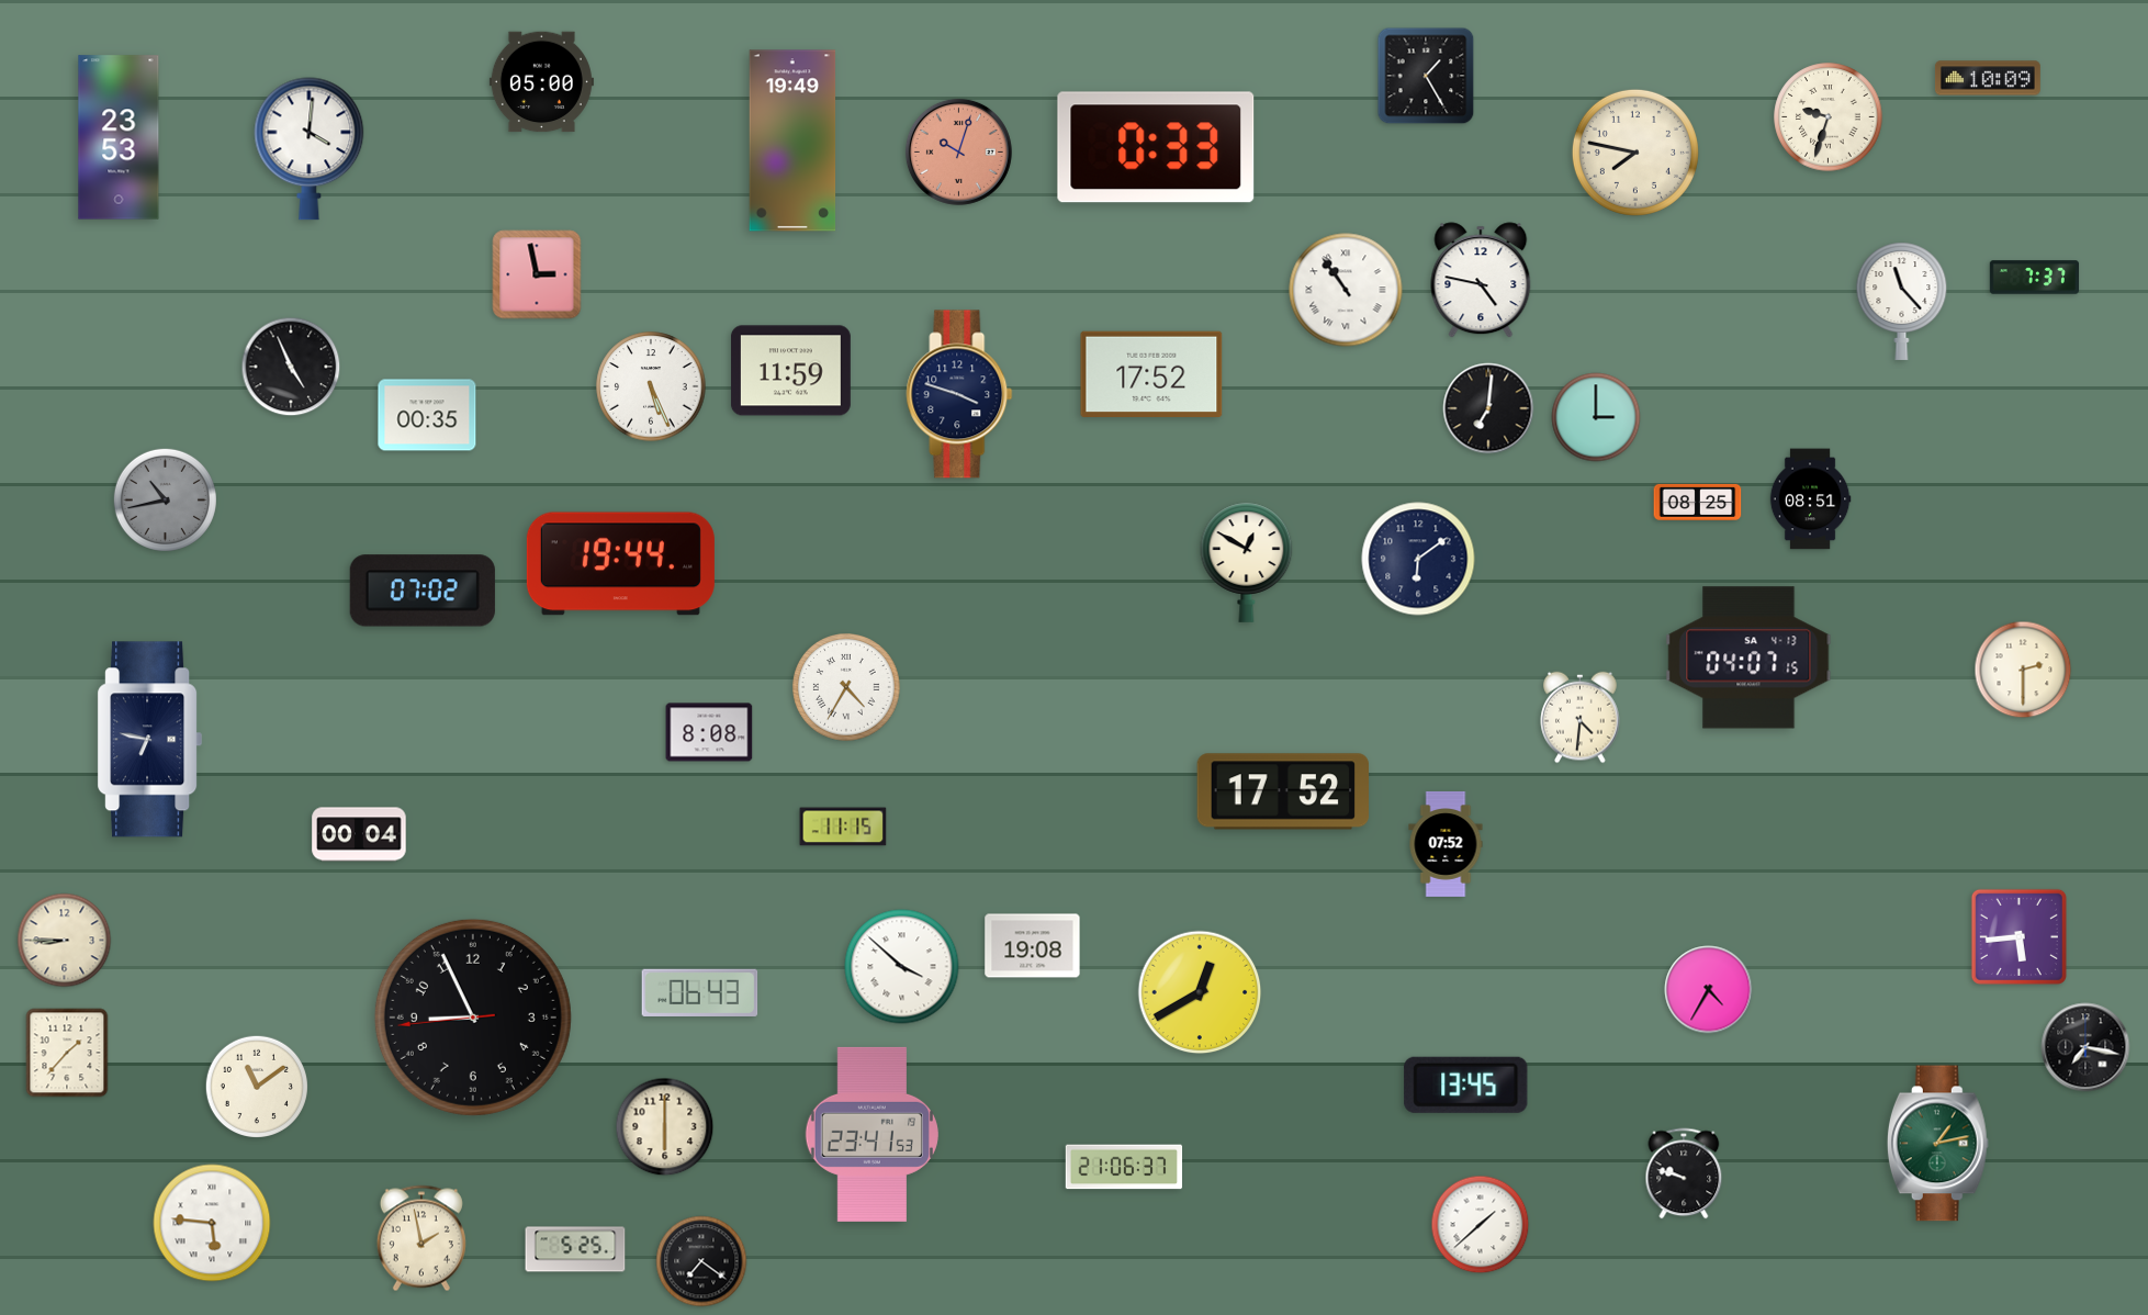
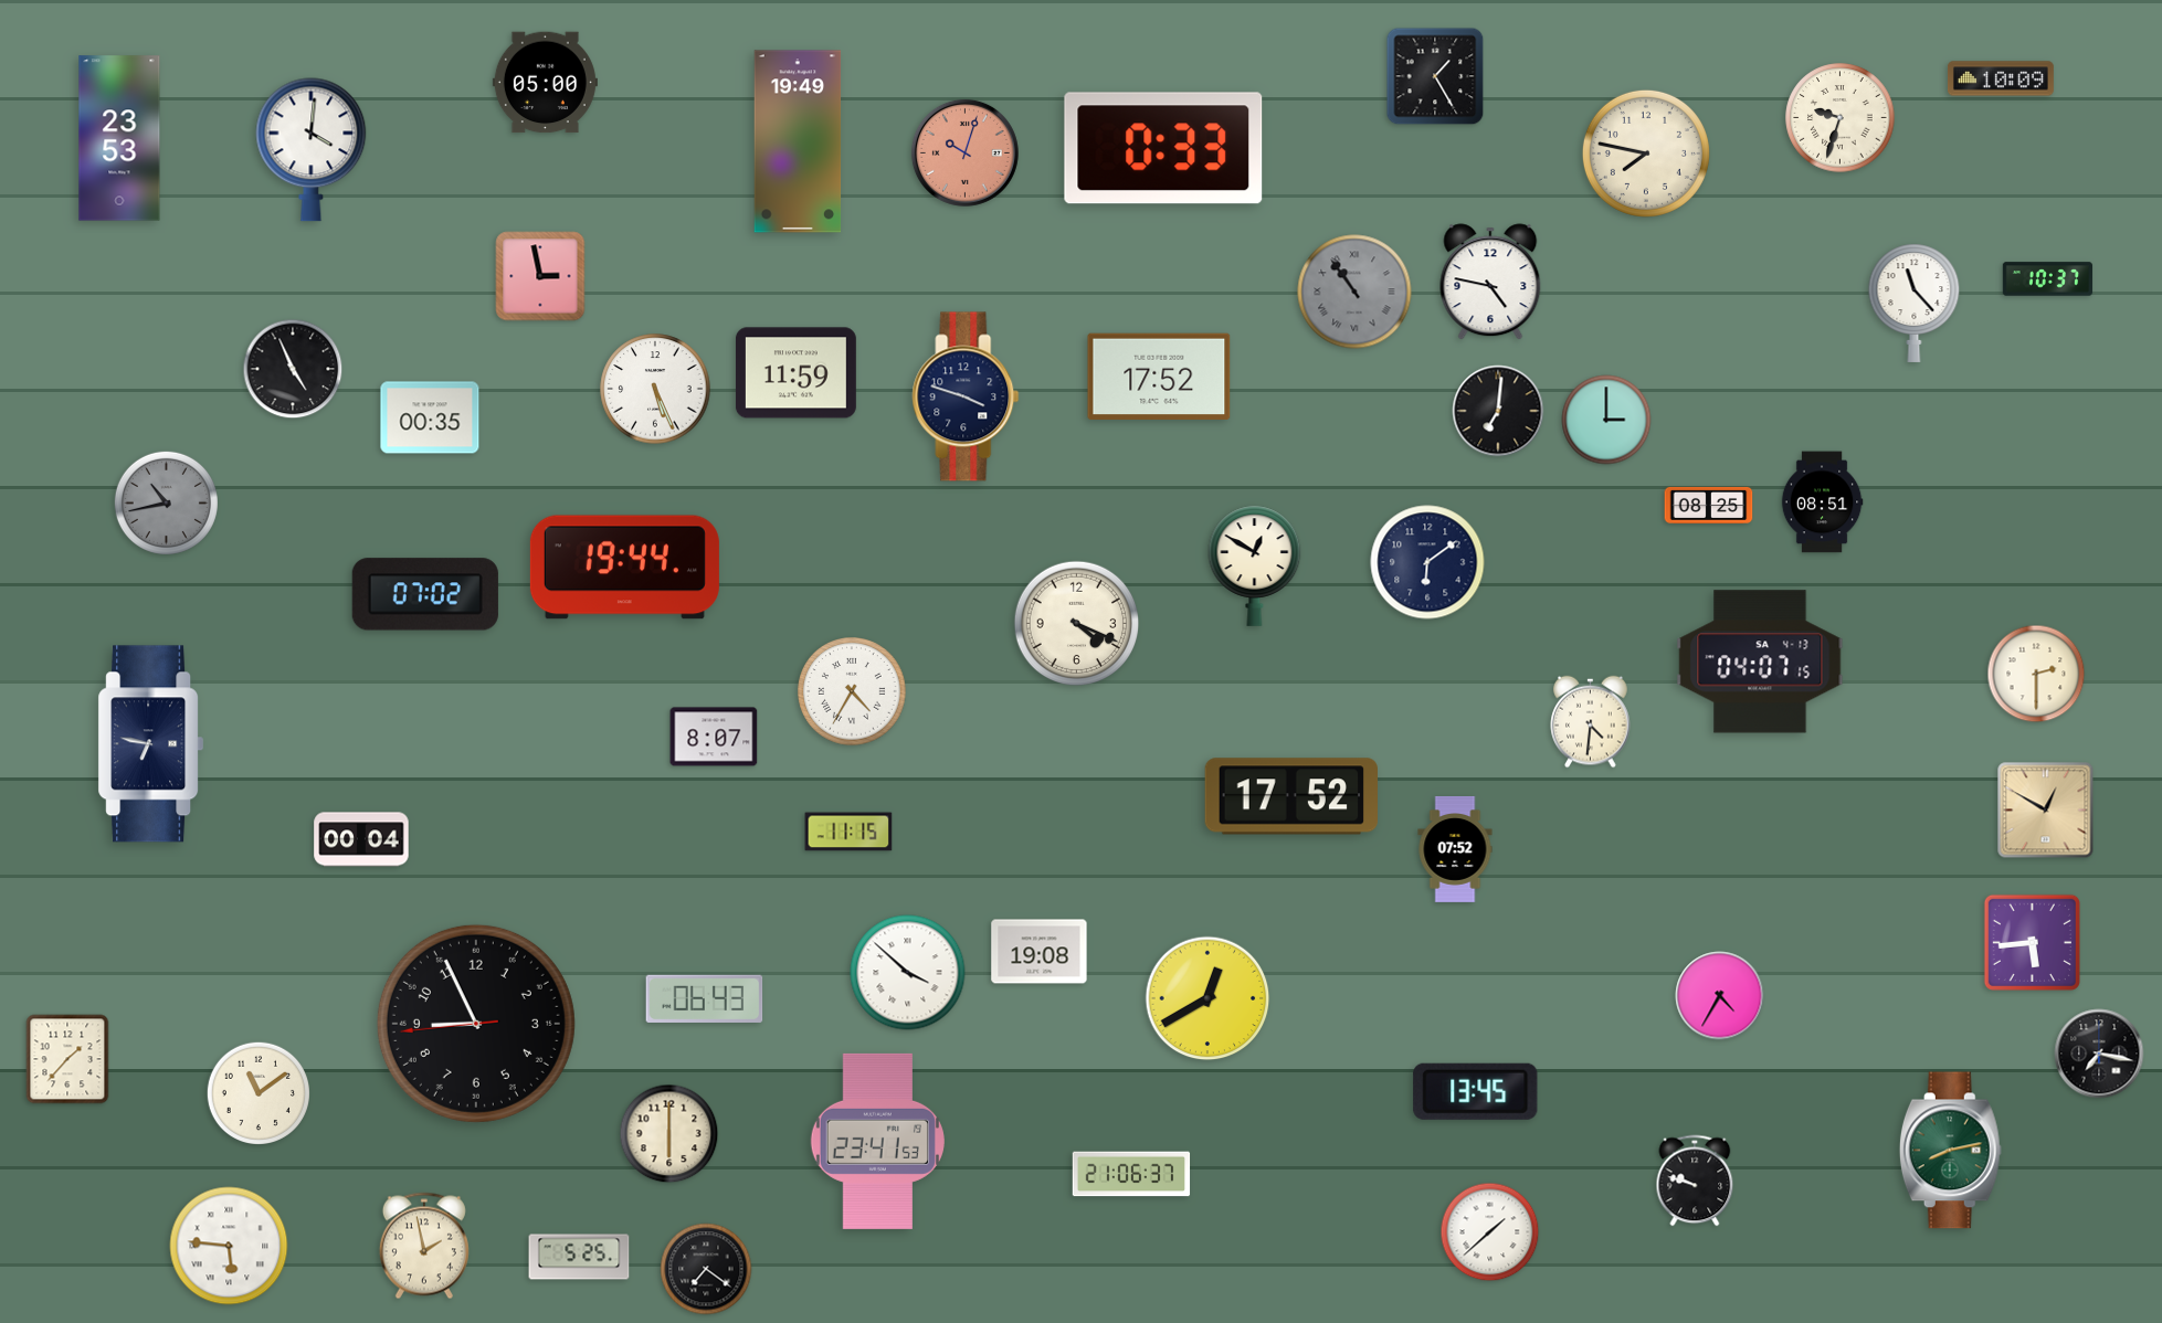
clock at (2035, 278): 7:37 -> 10:37
clock at (1346, 290) dial: white -> grey
clock at (1077, 624): none -> 4:19
clock at (709, 732): 8:08 -> 8:07
clock at (2046, 811): none -> 12:50
clock at (65, 941): 8:45 -> none
clock at (1937, 1144): 1:13 -> 8:13
clock at (212, 1223) position: (212, 1223) -> (229, 1246)
